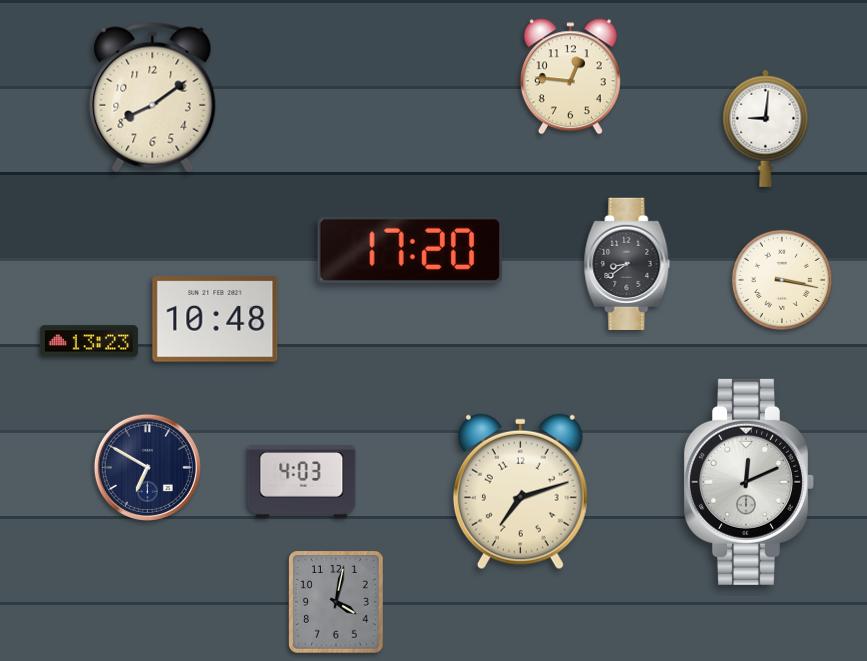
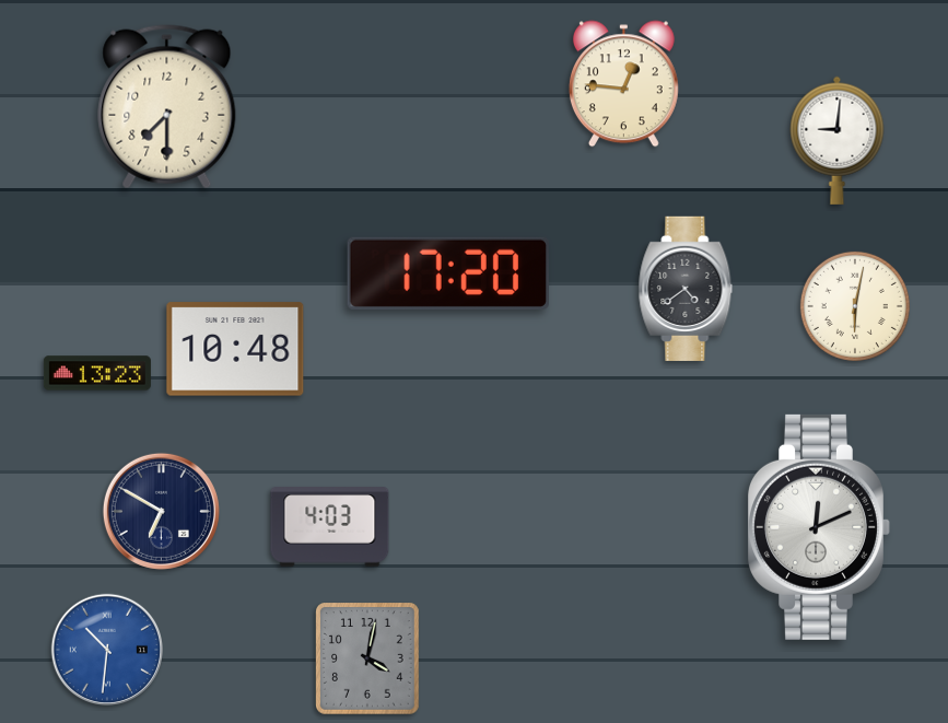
clock at (153, 98): 8:09 -> 7:30
clock at (627, 264): 8:39 -> 4:39
clock at (782, 280): 3:17 -> 6:02
clock at (520, 492): 7:12 -> none
clock at (106, 649): none -> 10:31
